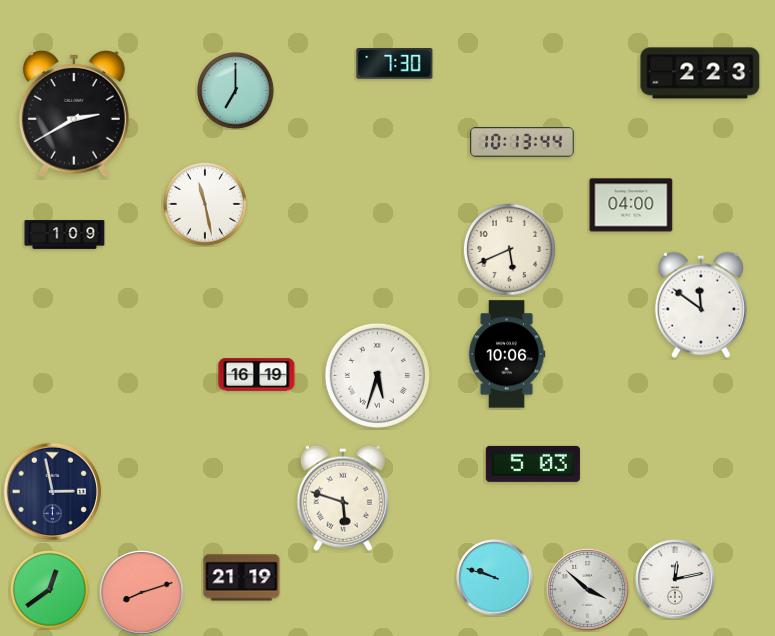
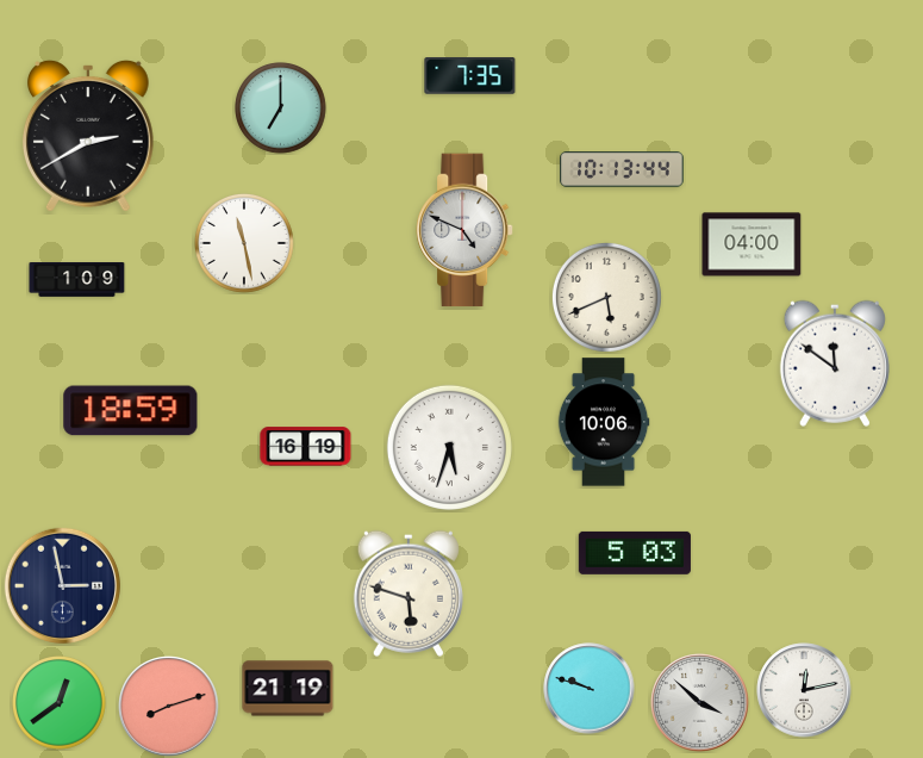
clock at (395, 64): 7:30 -> 7:35
clock at (700, 73): 2:23 -> none
clock at (466, 230): none -> 4:49
clock at (131, 411): none -> 18:59
